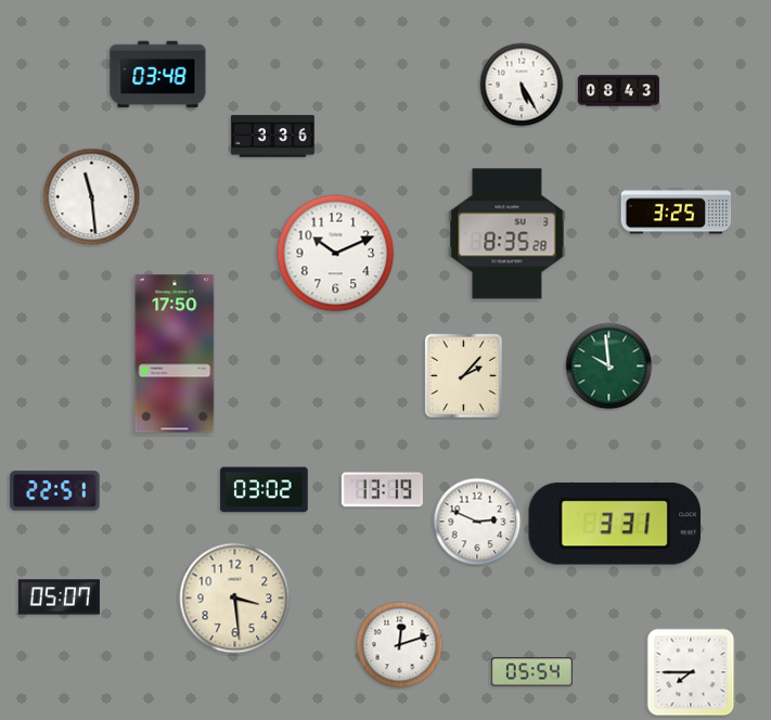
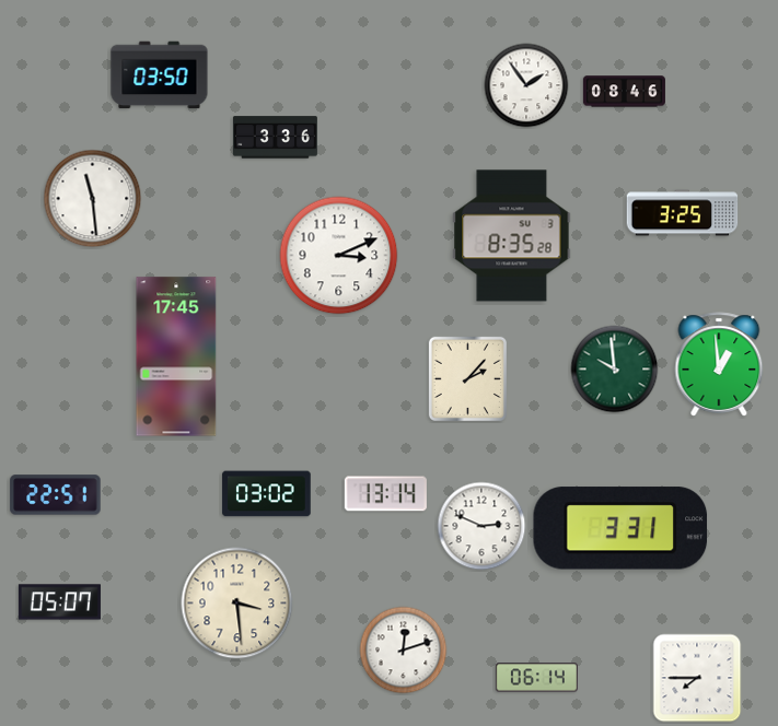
clock at (158, 75): 03:48 -> 03:50
clock at (522, 85): 5:25 -> 1:54
clock at (618, 91): 08:43 -> 08:46
clock at (336, 254): 10:11 -> 3:11
clock at (175, 353): 17:50 -> 17:45
clock at (719, 364): none -> 12:59
clock at (382, 490): 13:19 -> 13:14
clock at (531, 672): 05:54 -> 06:14
